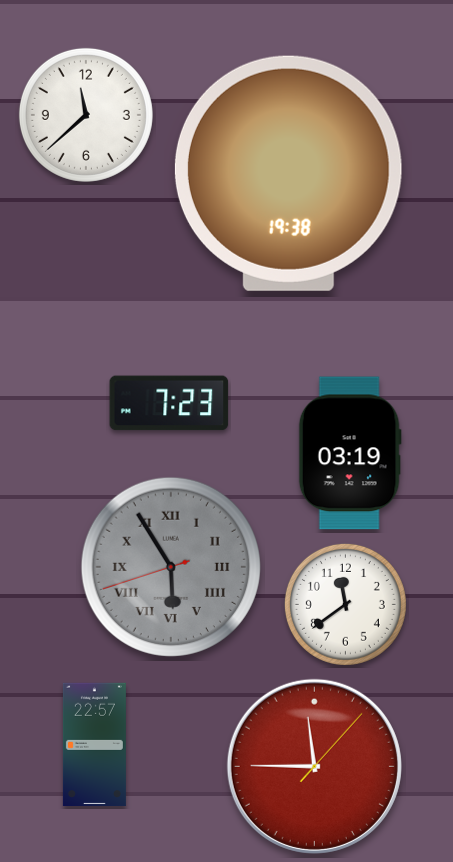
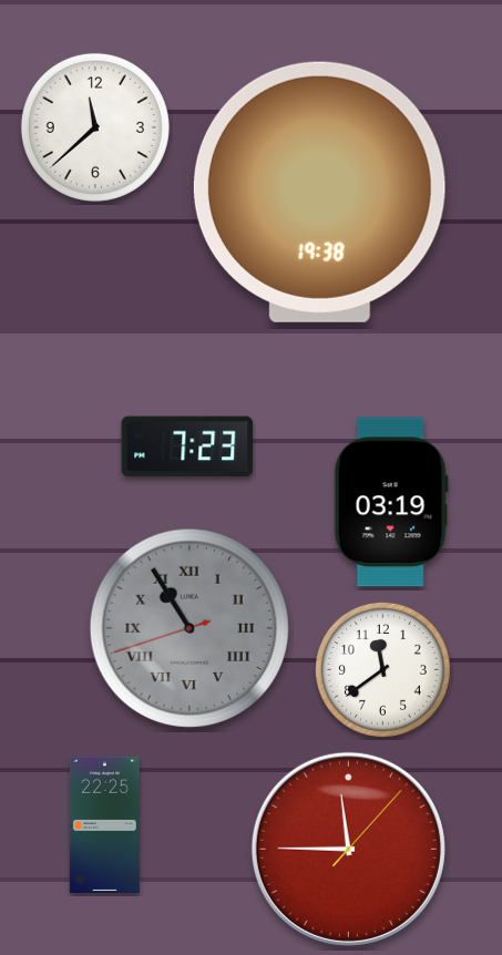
clock at (350, 453) position: (350, 453) -> (391, 502)
clock at (171, 567): 5:54 -> 10:54
clock at (94, 745): 22:57 -> 22:25
